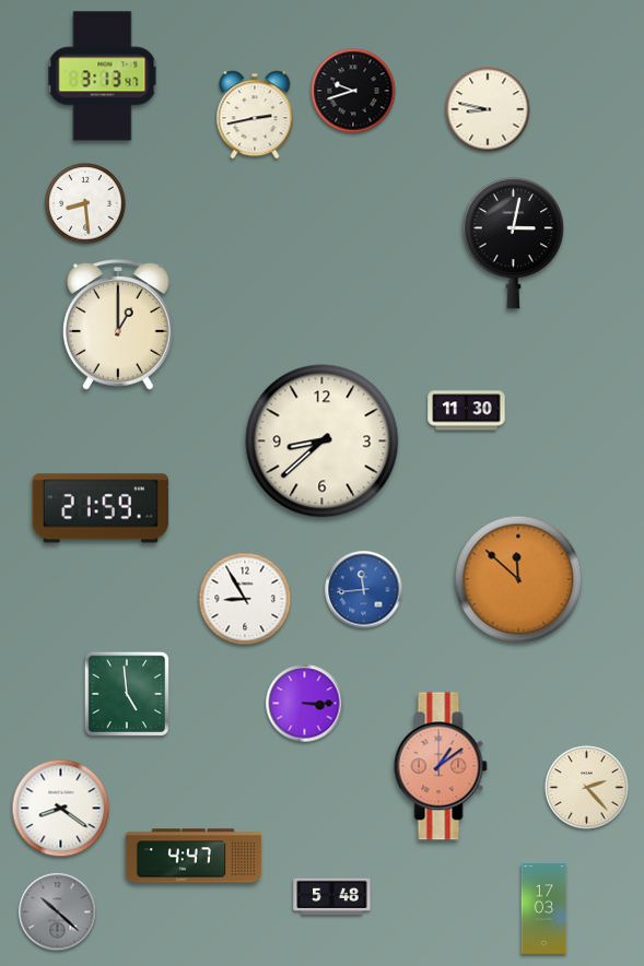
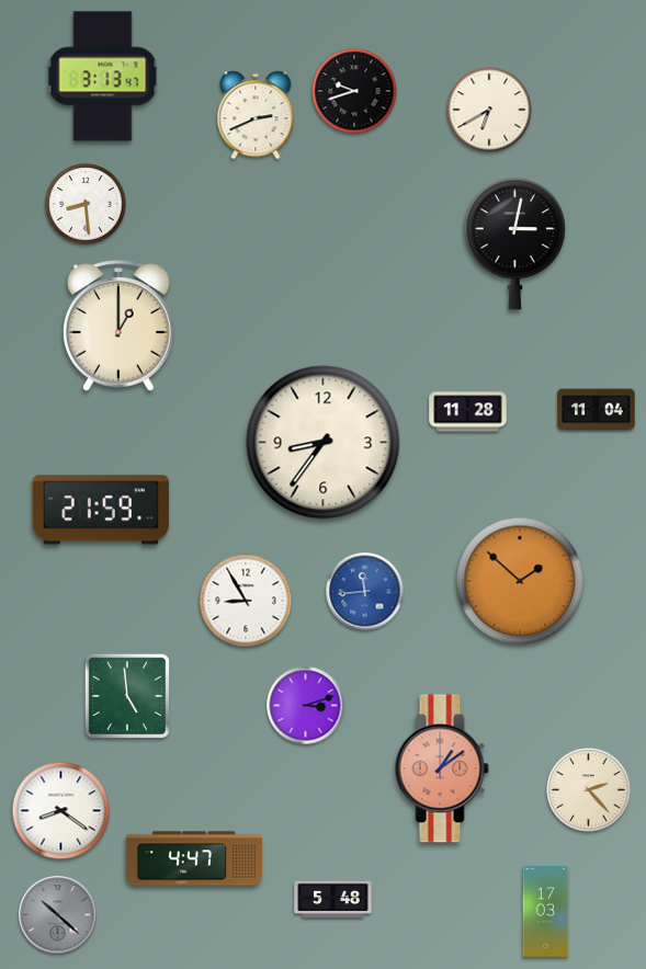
clock at (488, 109): 8:47 -> 6:40
clock at (255, 115): 2:43 -> 2:41
clock at (597, 410): none -> 11:04
clock at (467, 411): 11:30 -> 11:28
clock at (323, 441): 8:38 -> 8:36
clock at (518, 579): 11:52 -> 1:52
clock at (305, 704): 3:15 -> 3:12
